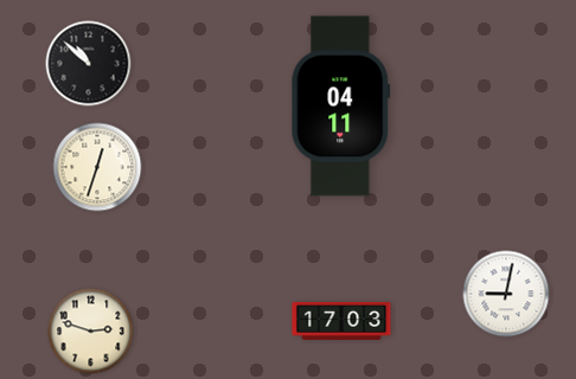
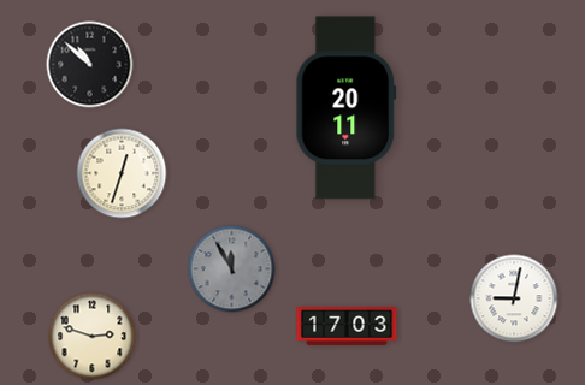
clock at (341, 107): 04:11 -> 20:11
clock at (97, 167) position: (97, 167) -> (122, 173)
clock at (232, 269): none -> 11:55
